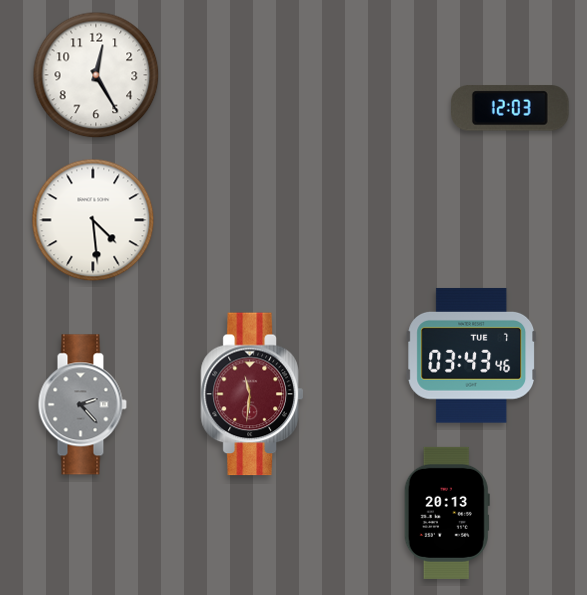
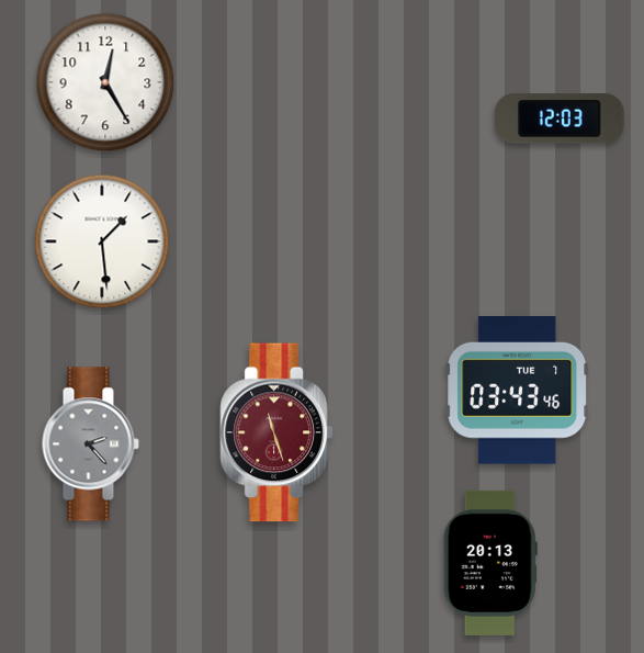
clock at (93, 220): 4:29 -> 1:29
clock at (252, 394): 11:31 -> 11:27
